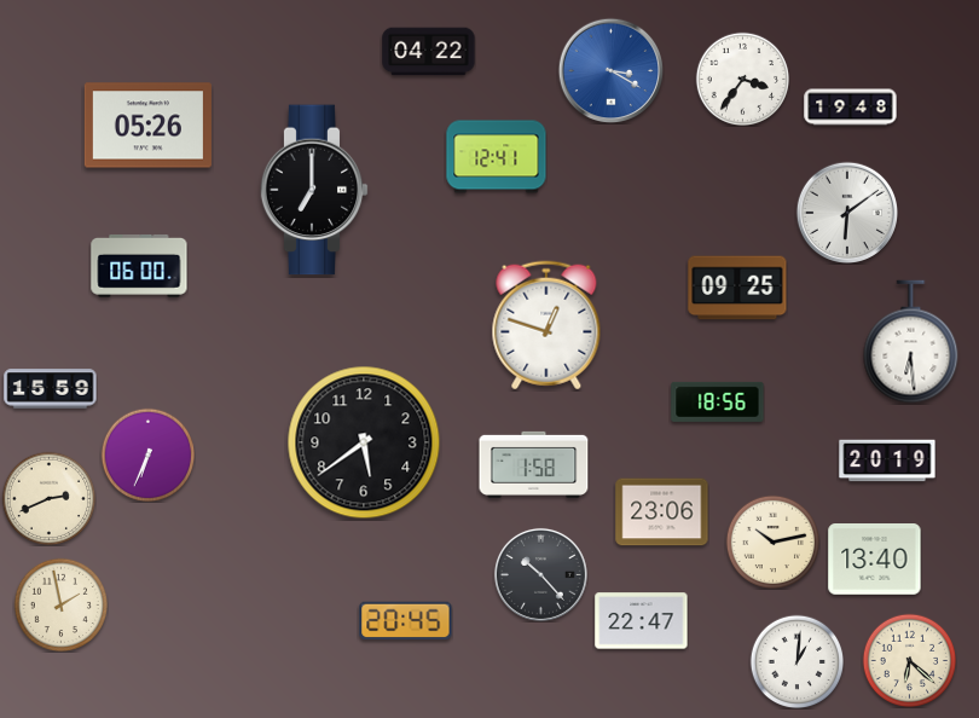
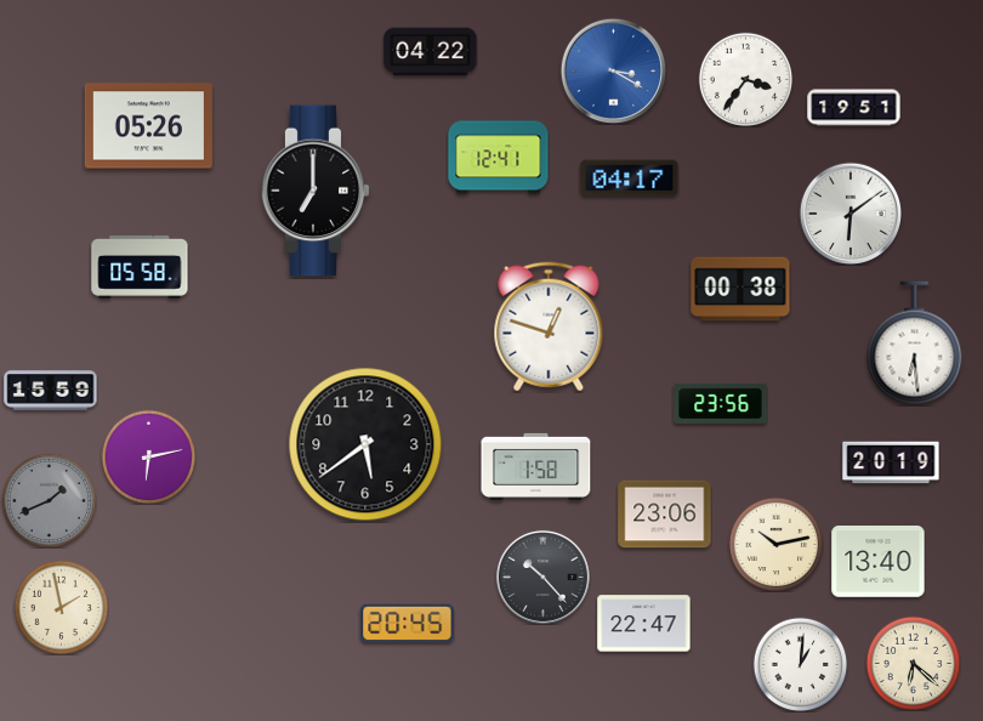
clock at (851, 108): 19:48 -> 19:51
clock at (630, 178): none -> 04:17
clock at (139, 266): 06:00 -> 05:58
clock at (737, 288): 09:25 -> 00:38
clock at (718, 401): 18:56 -> 23:56
clock at (147, 454): 6:34 -> 6:13
clock at (48, 498): 2:41 -> 1:41
clock at (48, 498) dial: cream -> grey
